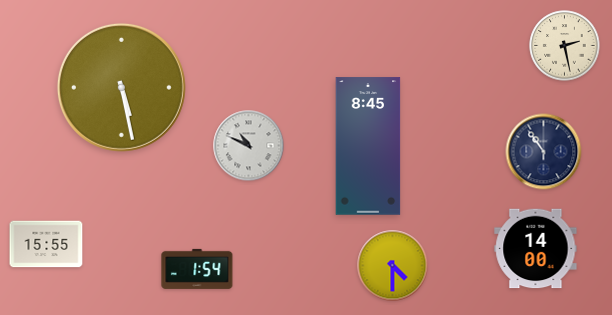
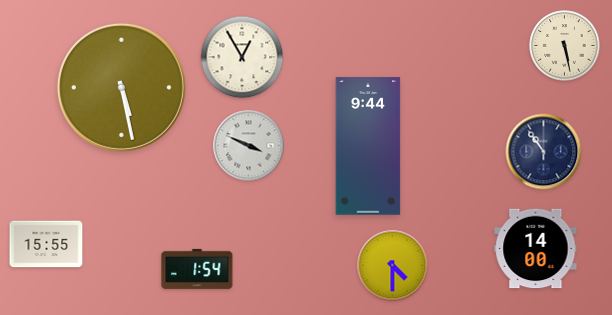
clock at (565, 46): 2:28 -> 5:28
clock at (242, 57): none -> 12:55
clock at (249, 146): 10:49 -> 3:49
clock at (368, 146): 8:45 -> 9:44
